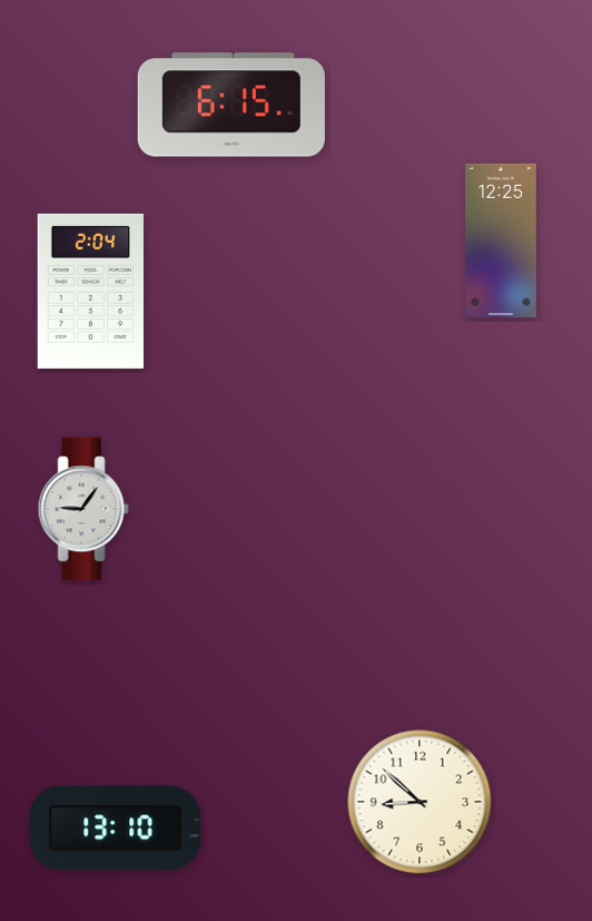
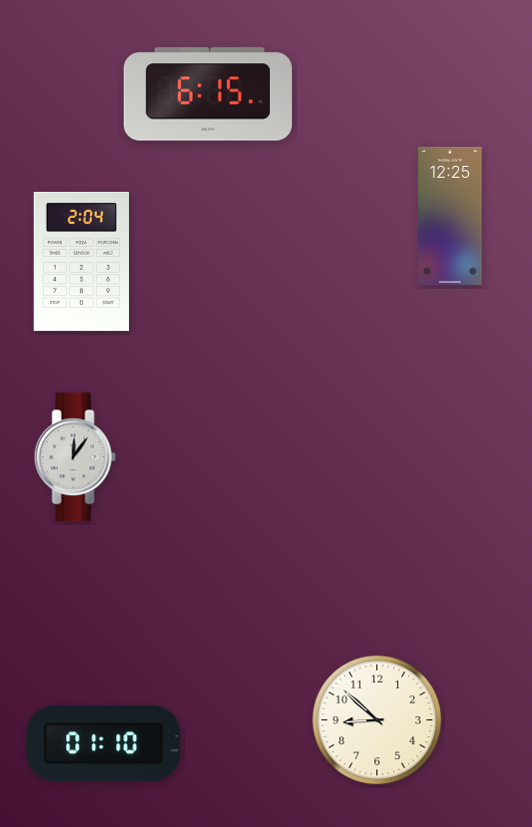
clock at (83, 509): 9:06 -> 12:06
clock at (116, 829): 13:10 -> 01:10
